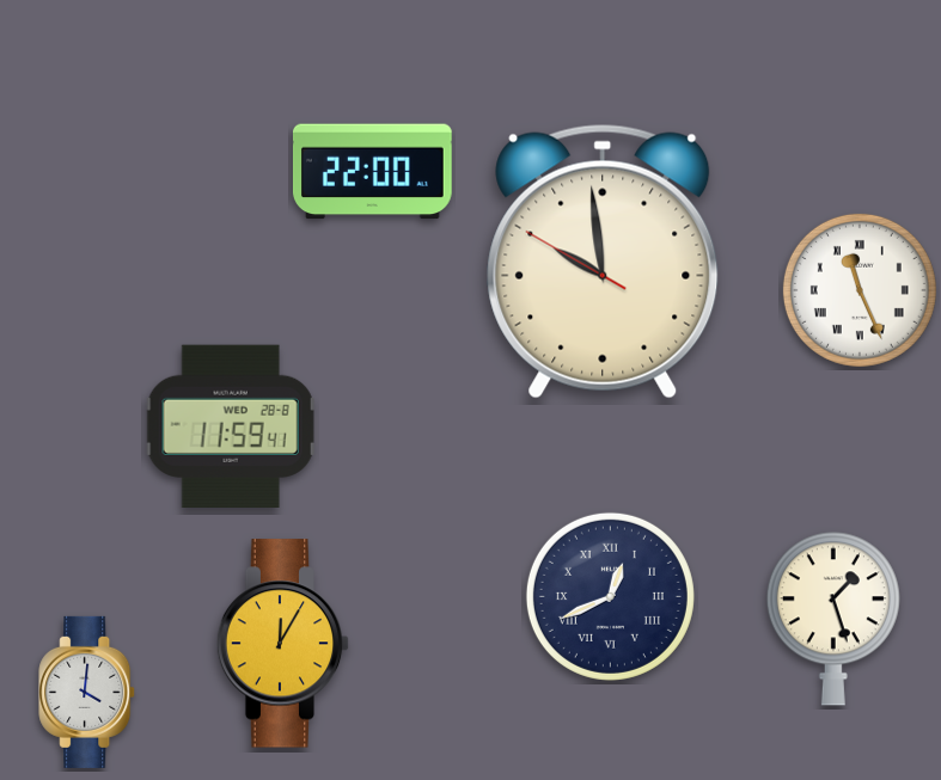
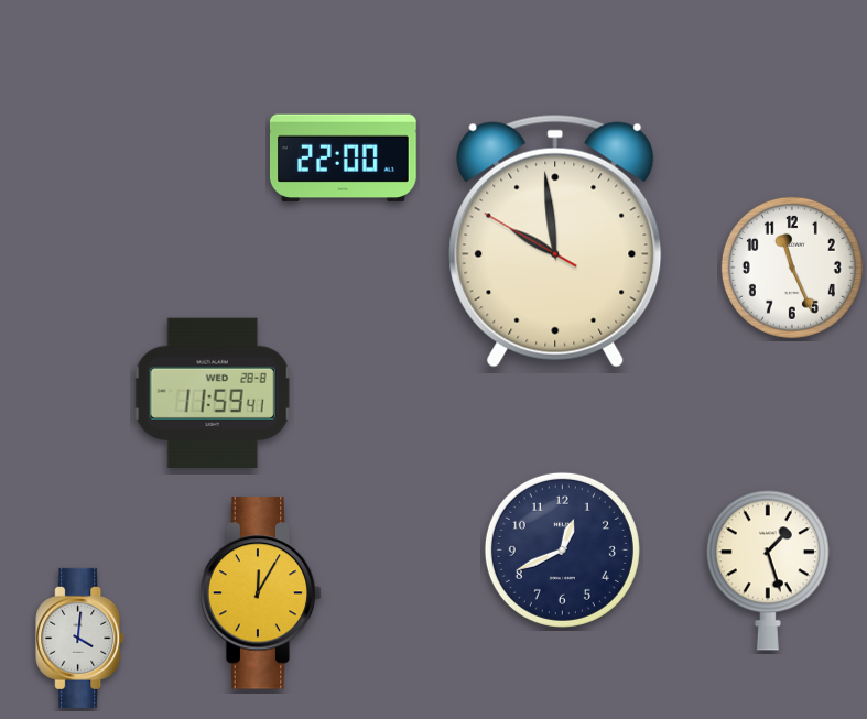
clock at (860, 290) numerals: Roman -> Arabic
clock at (610, 596) numerals: Roman -> Arabic
